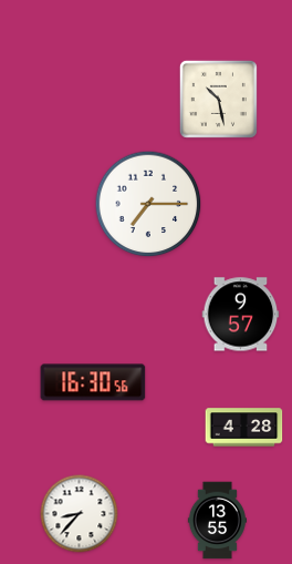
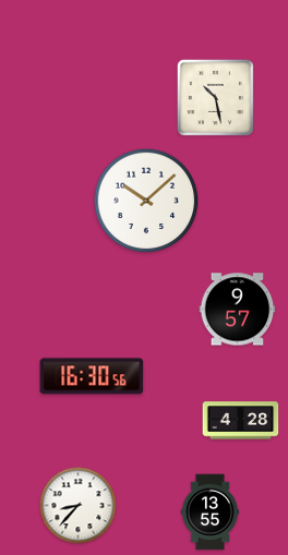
clock at (148, 204): 7:15 -> 10:08
clock at (217, 521) position: (217, 521) -> (209, 512)
